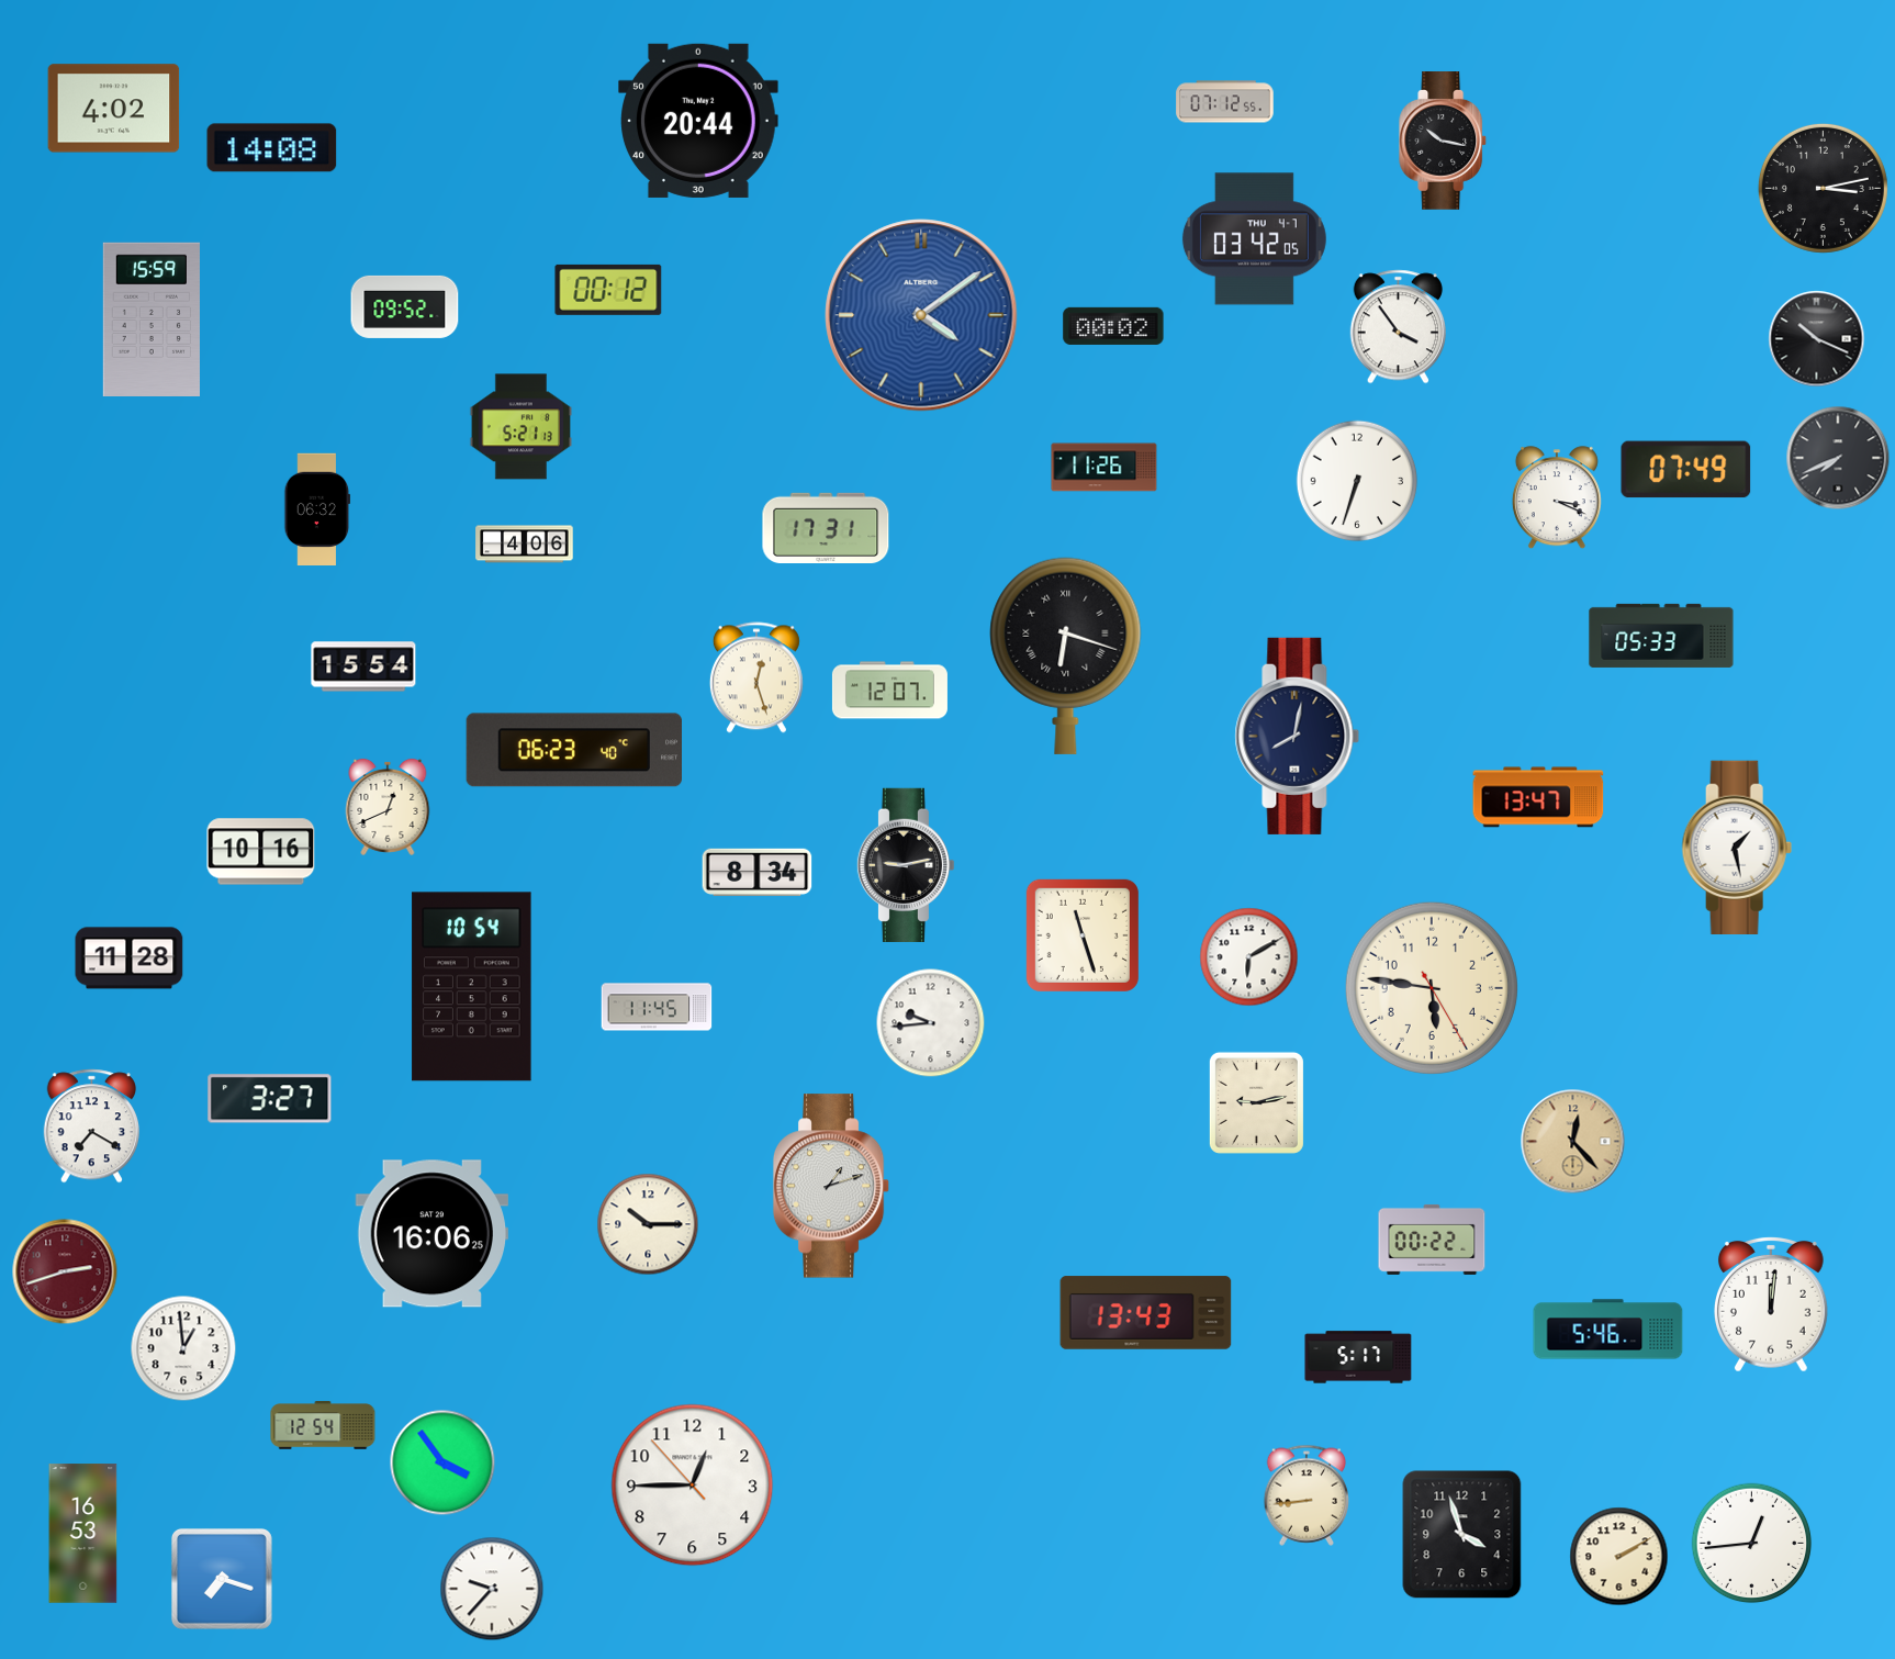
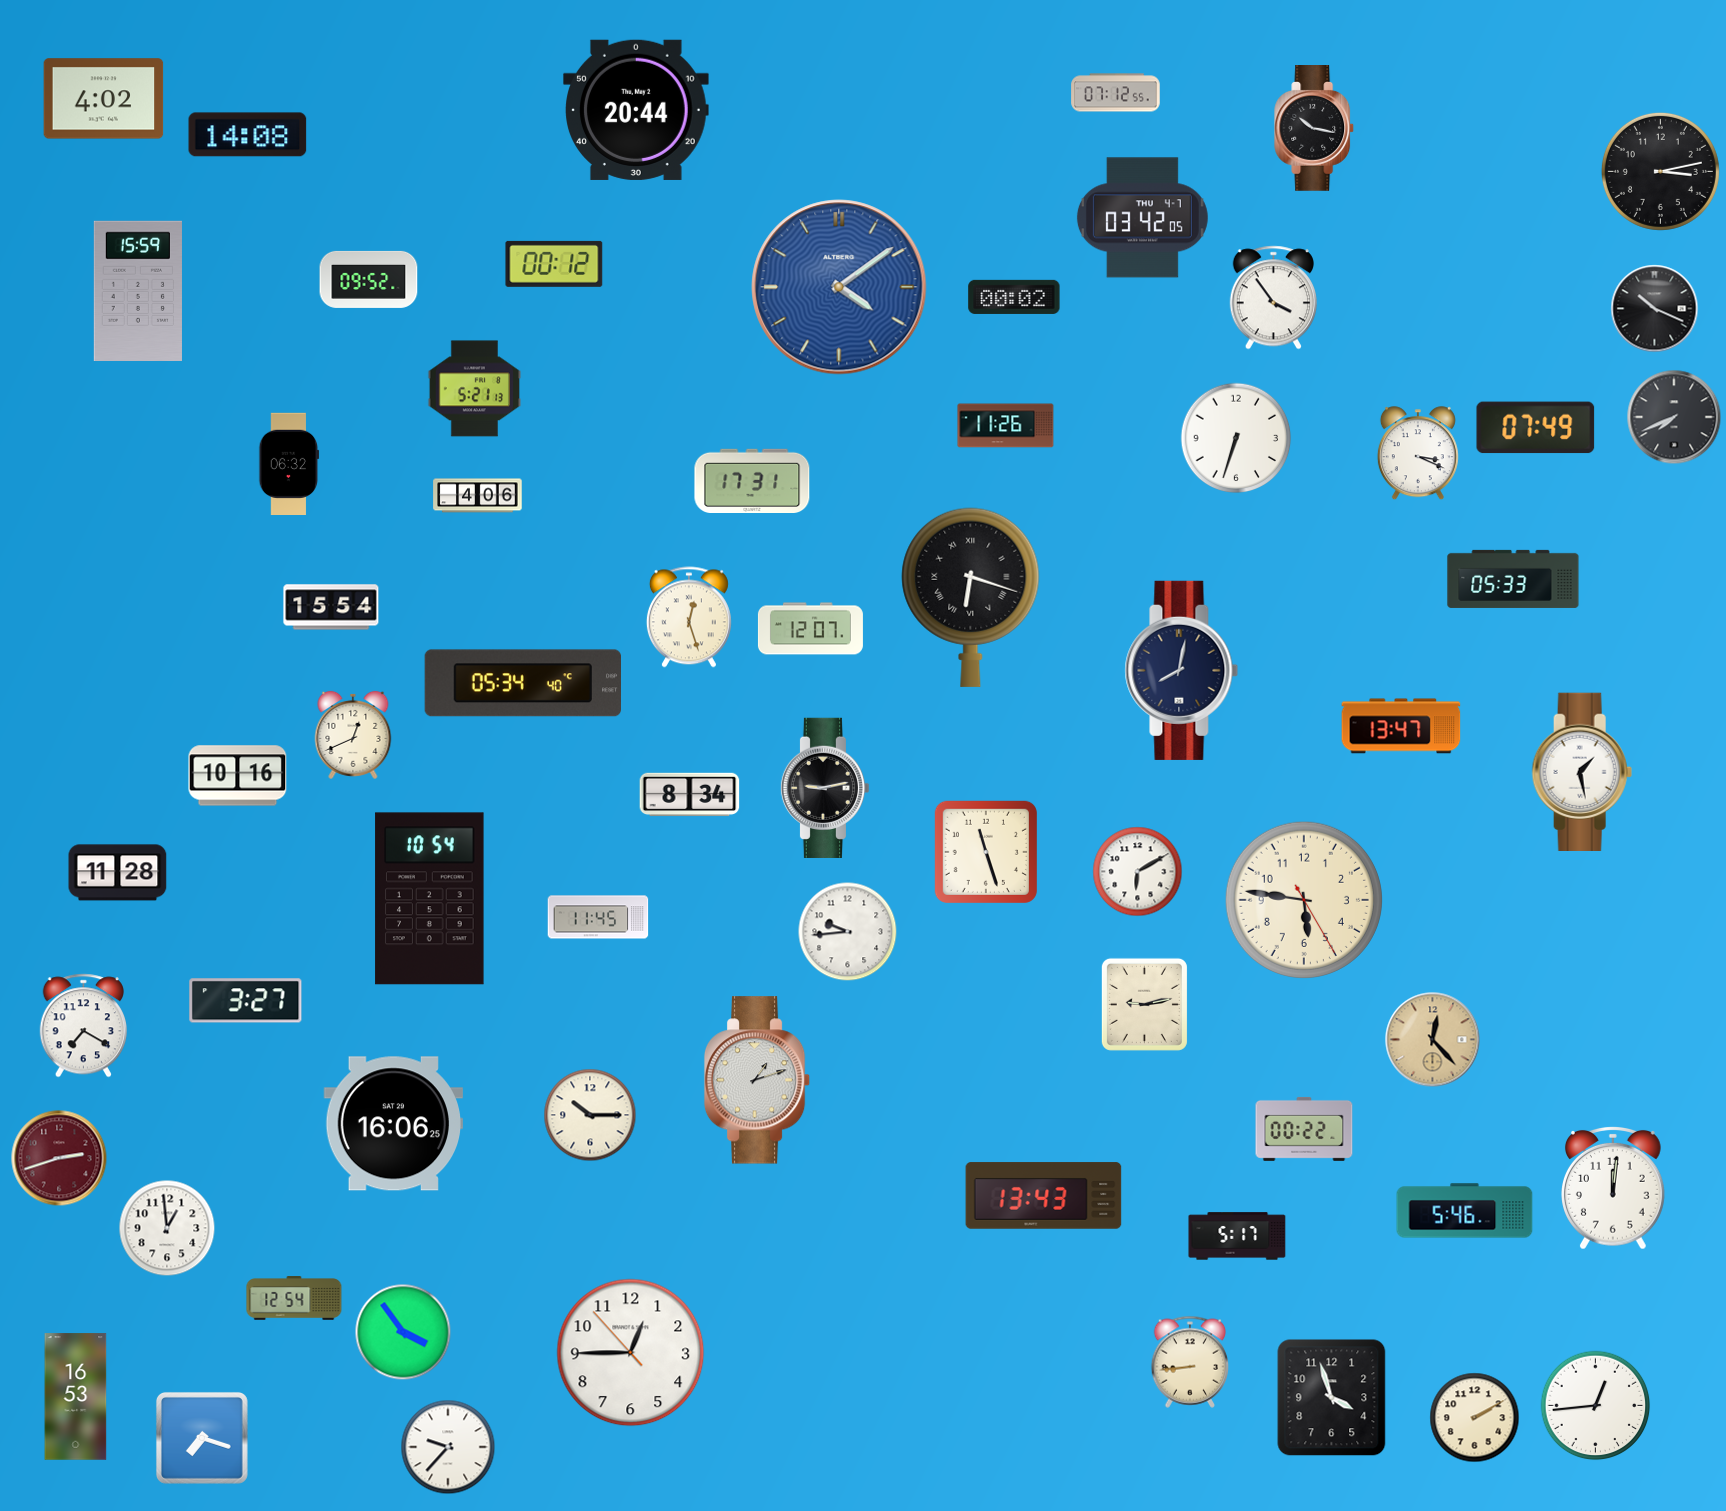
clock at (573, 750): 06:23 -> 05:34
